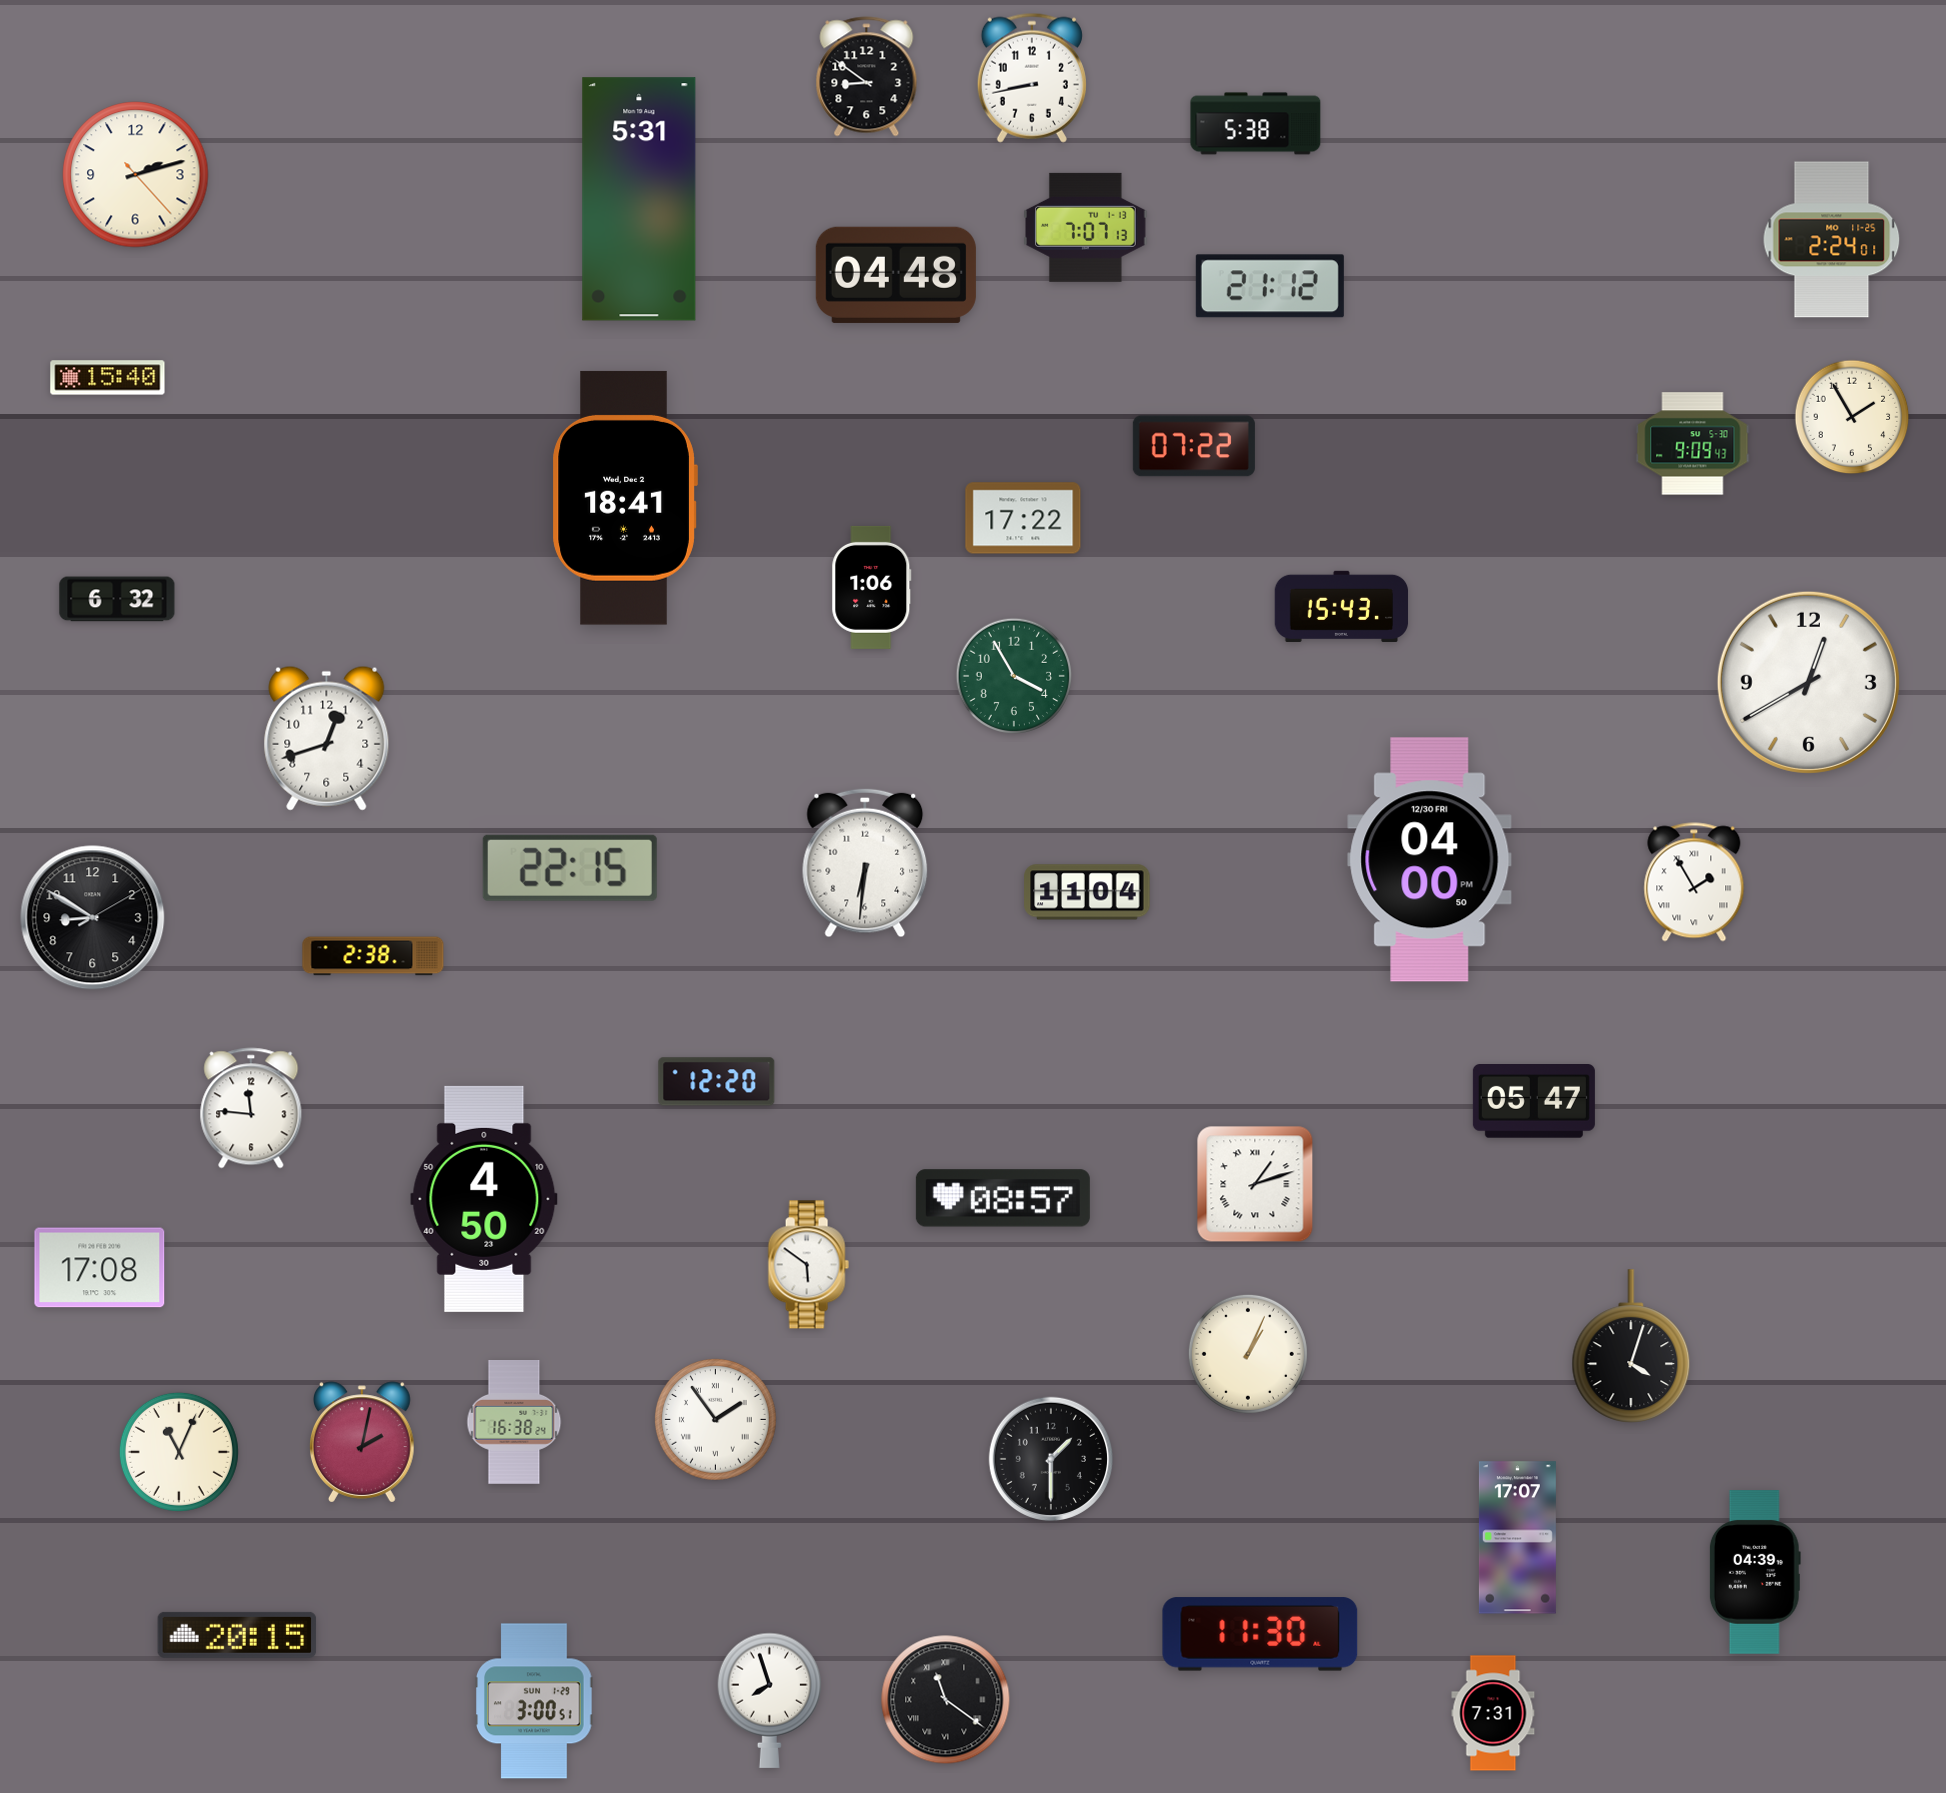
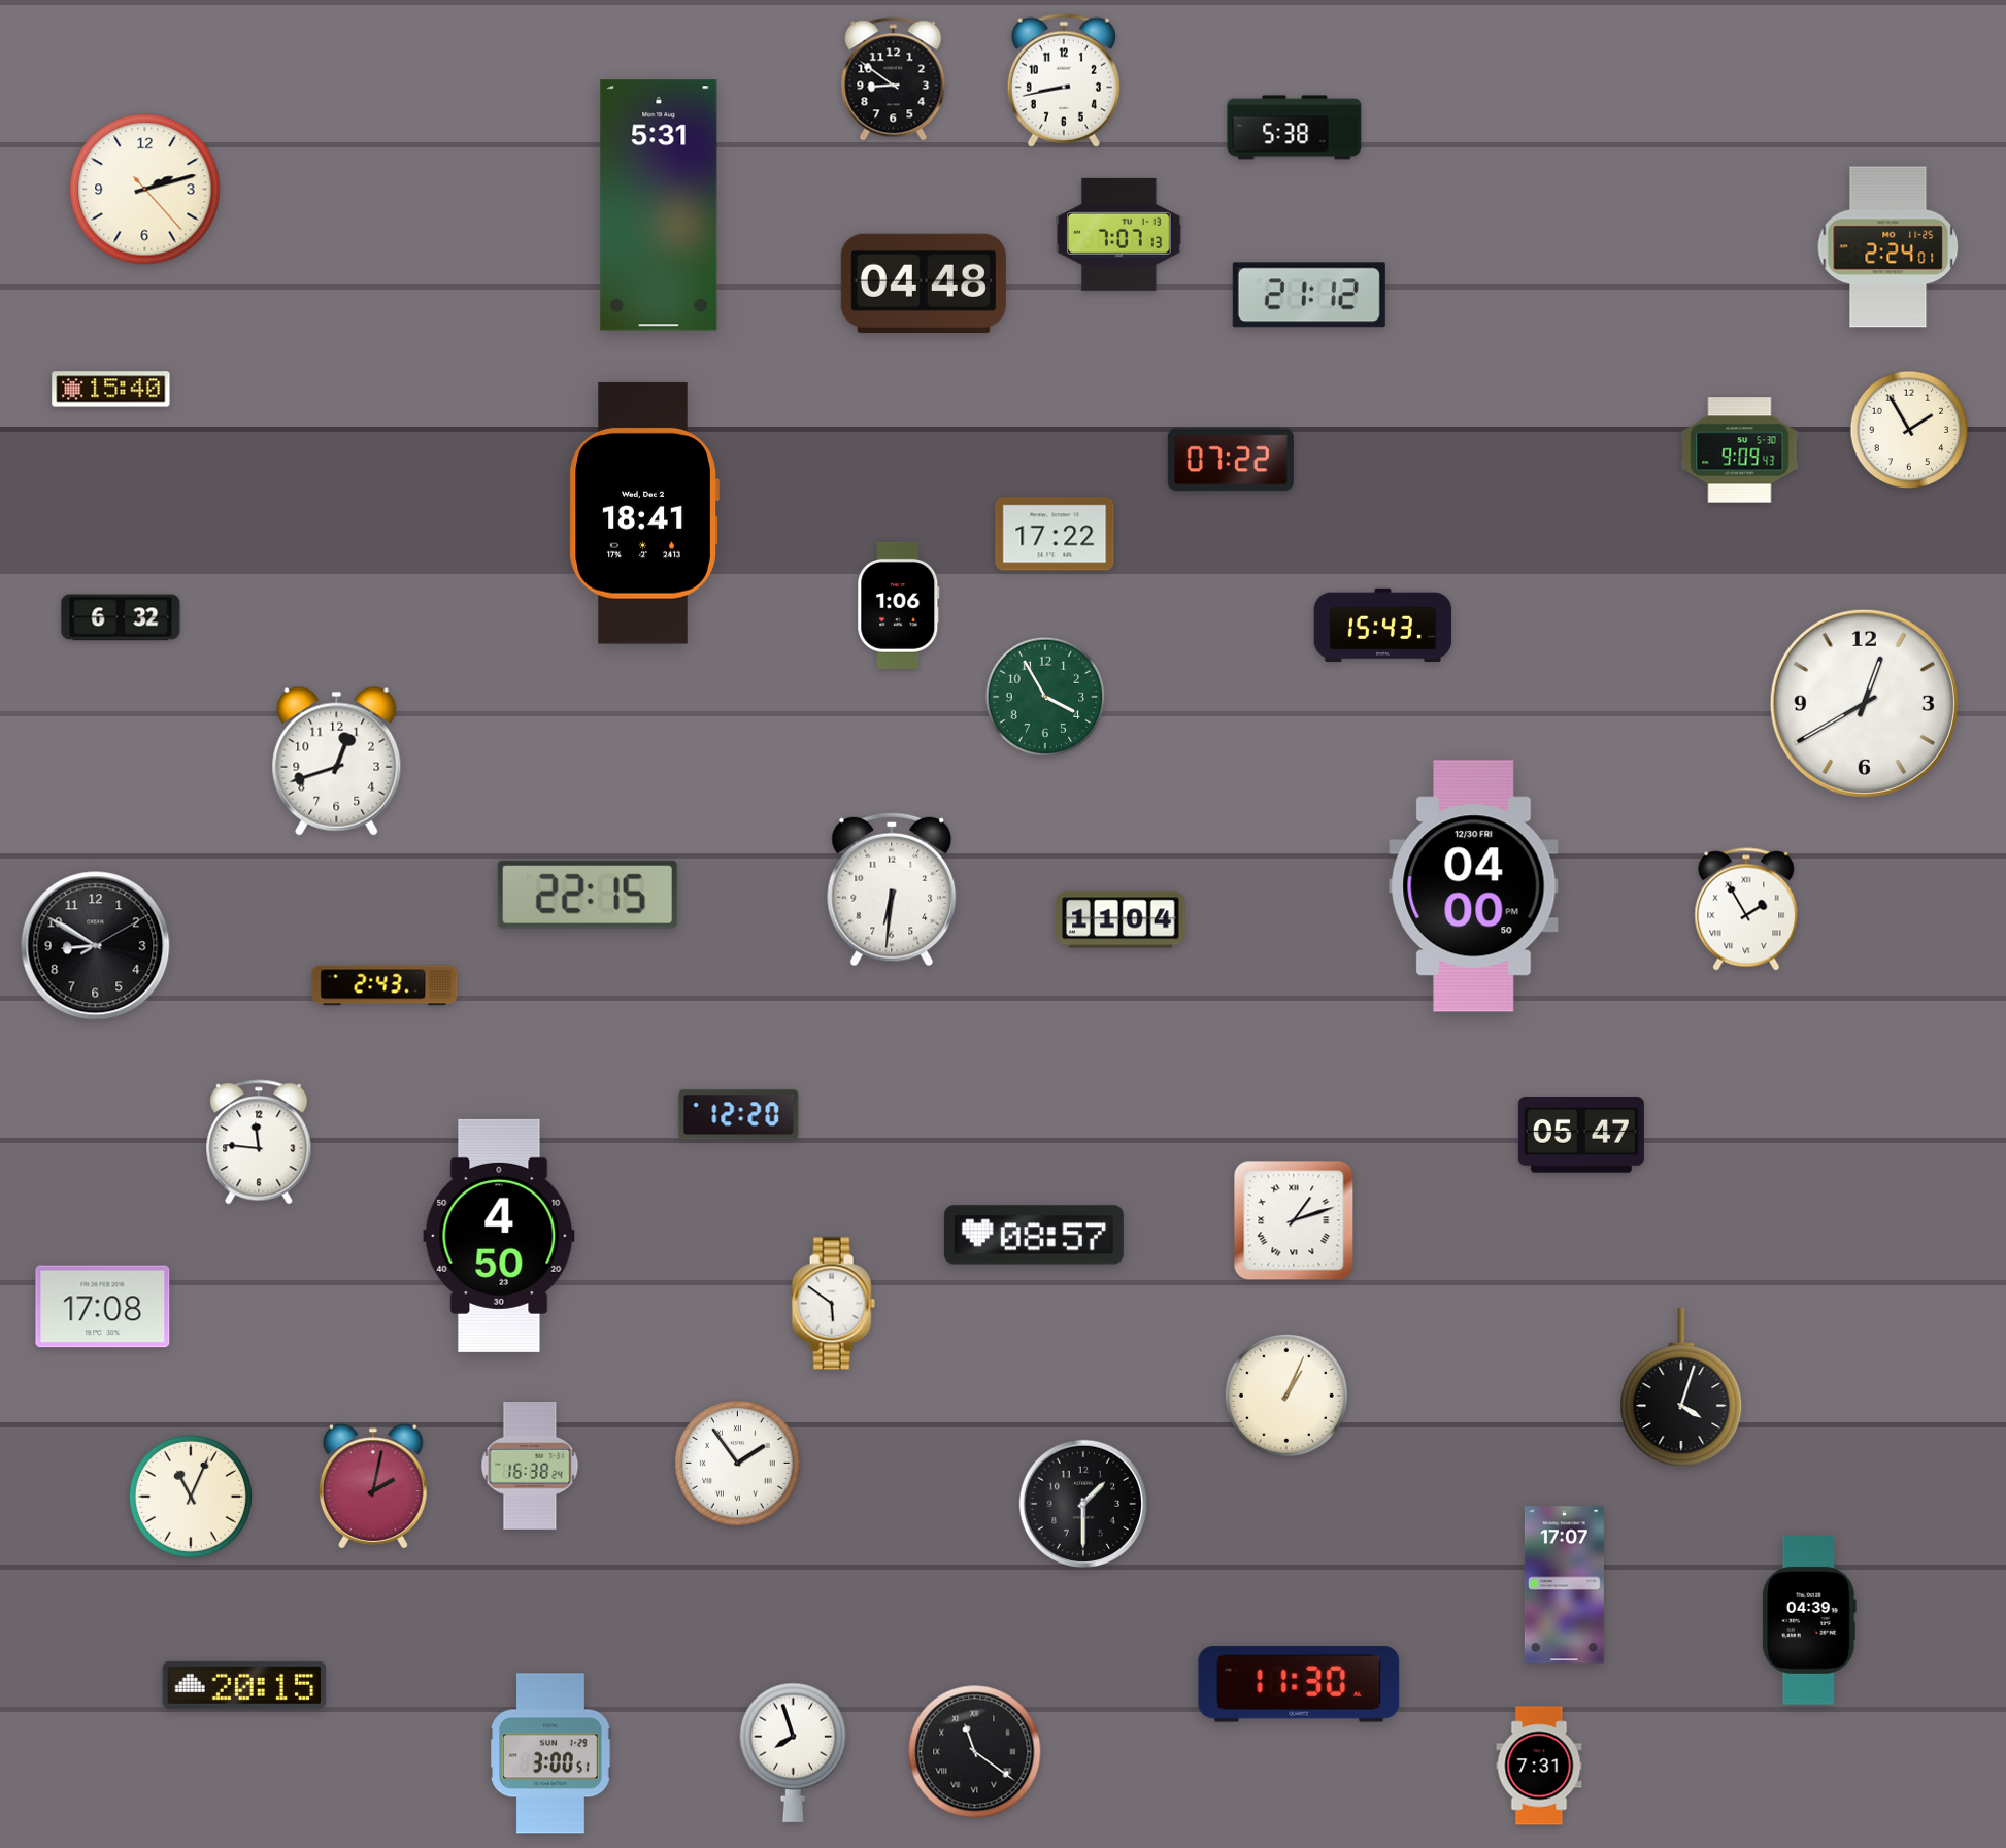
clock at (136, 175) position: (136, 175) -> (145, 190)
clock at (1693, 444) position: (1693, 444) -> (1740, 450)
clock at (373, 956): 2:38 -> 2:43
clock at (179, 1452) position: (179, 1452) -> (191, 1497)
